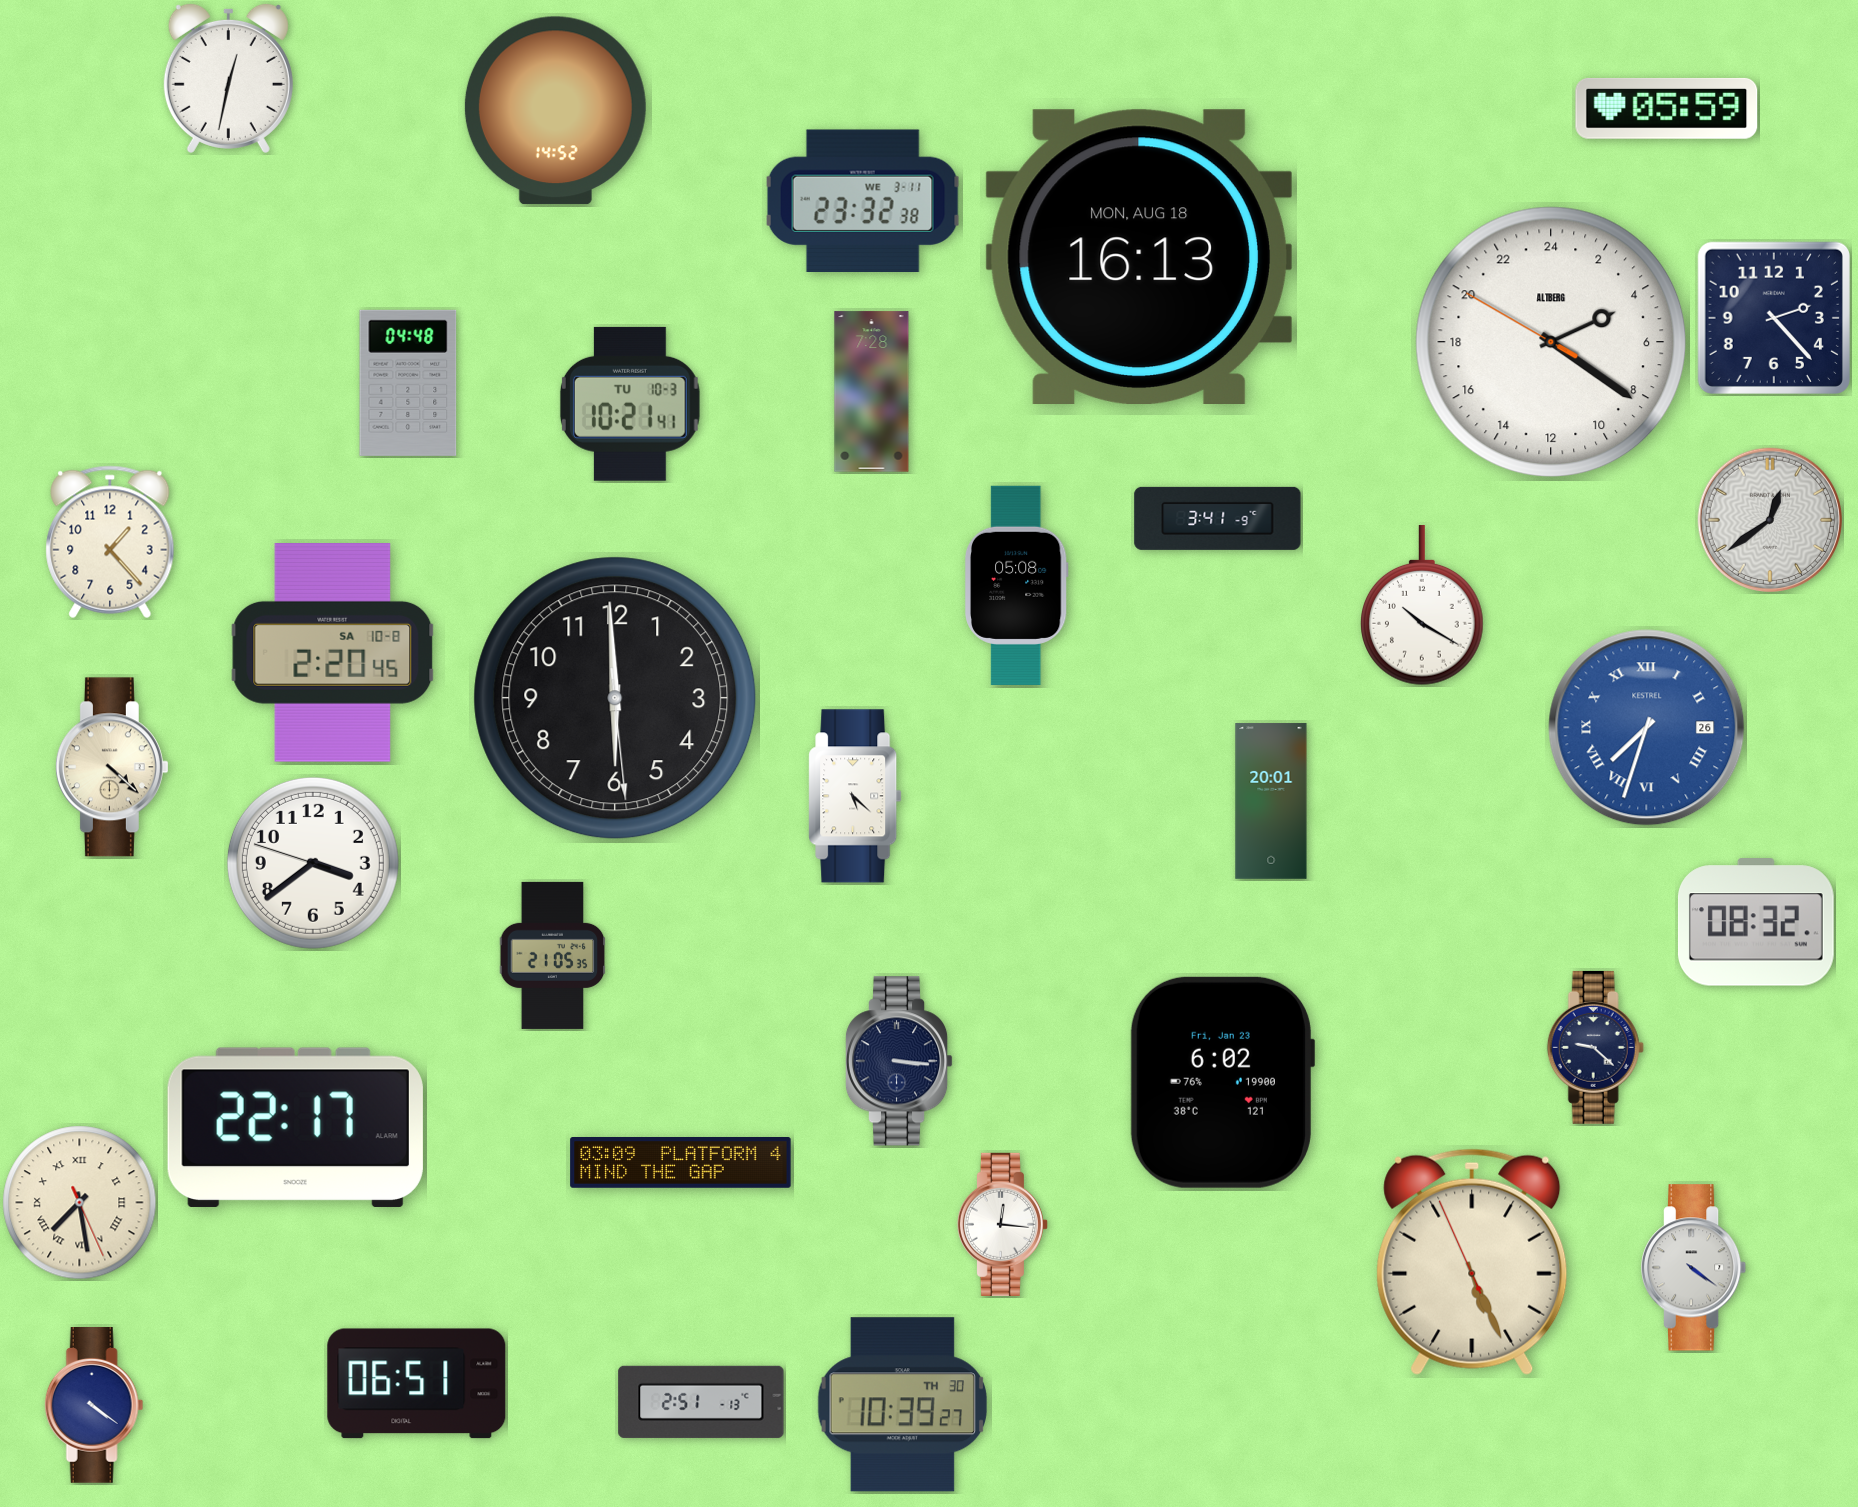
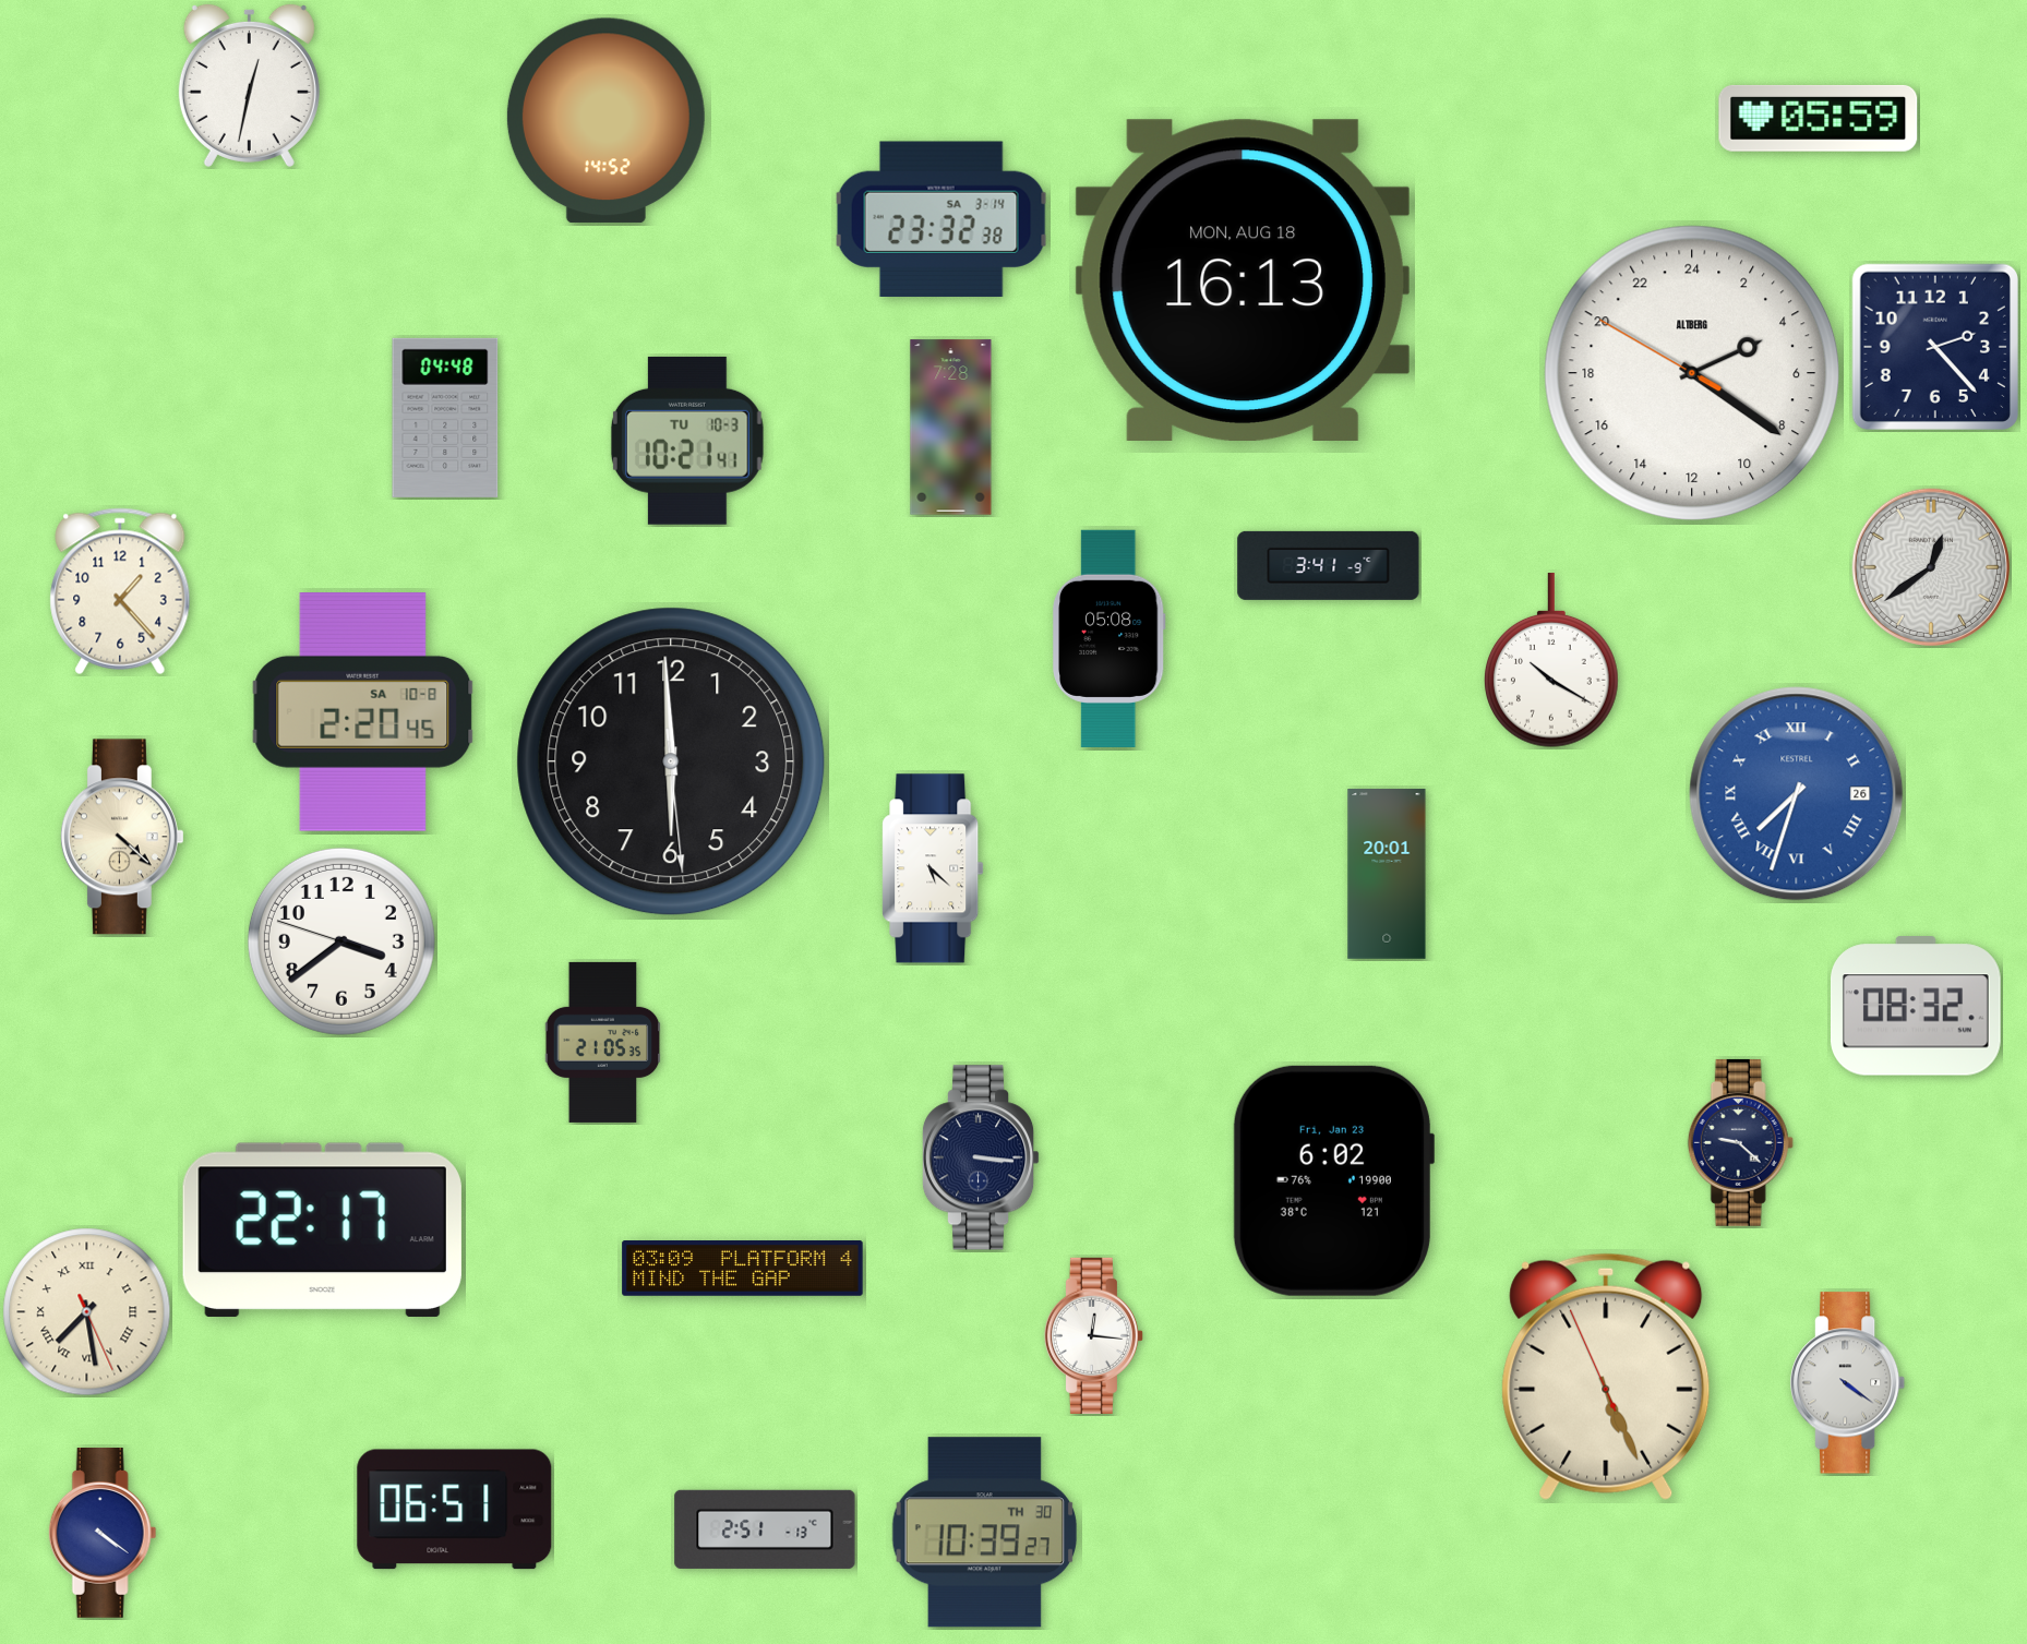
clock at (863, 201) date: WE 3-11 -> SA 3-14
